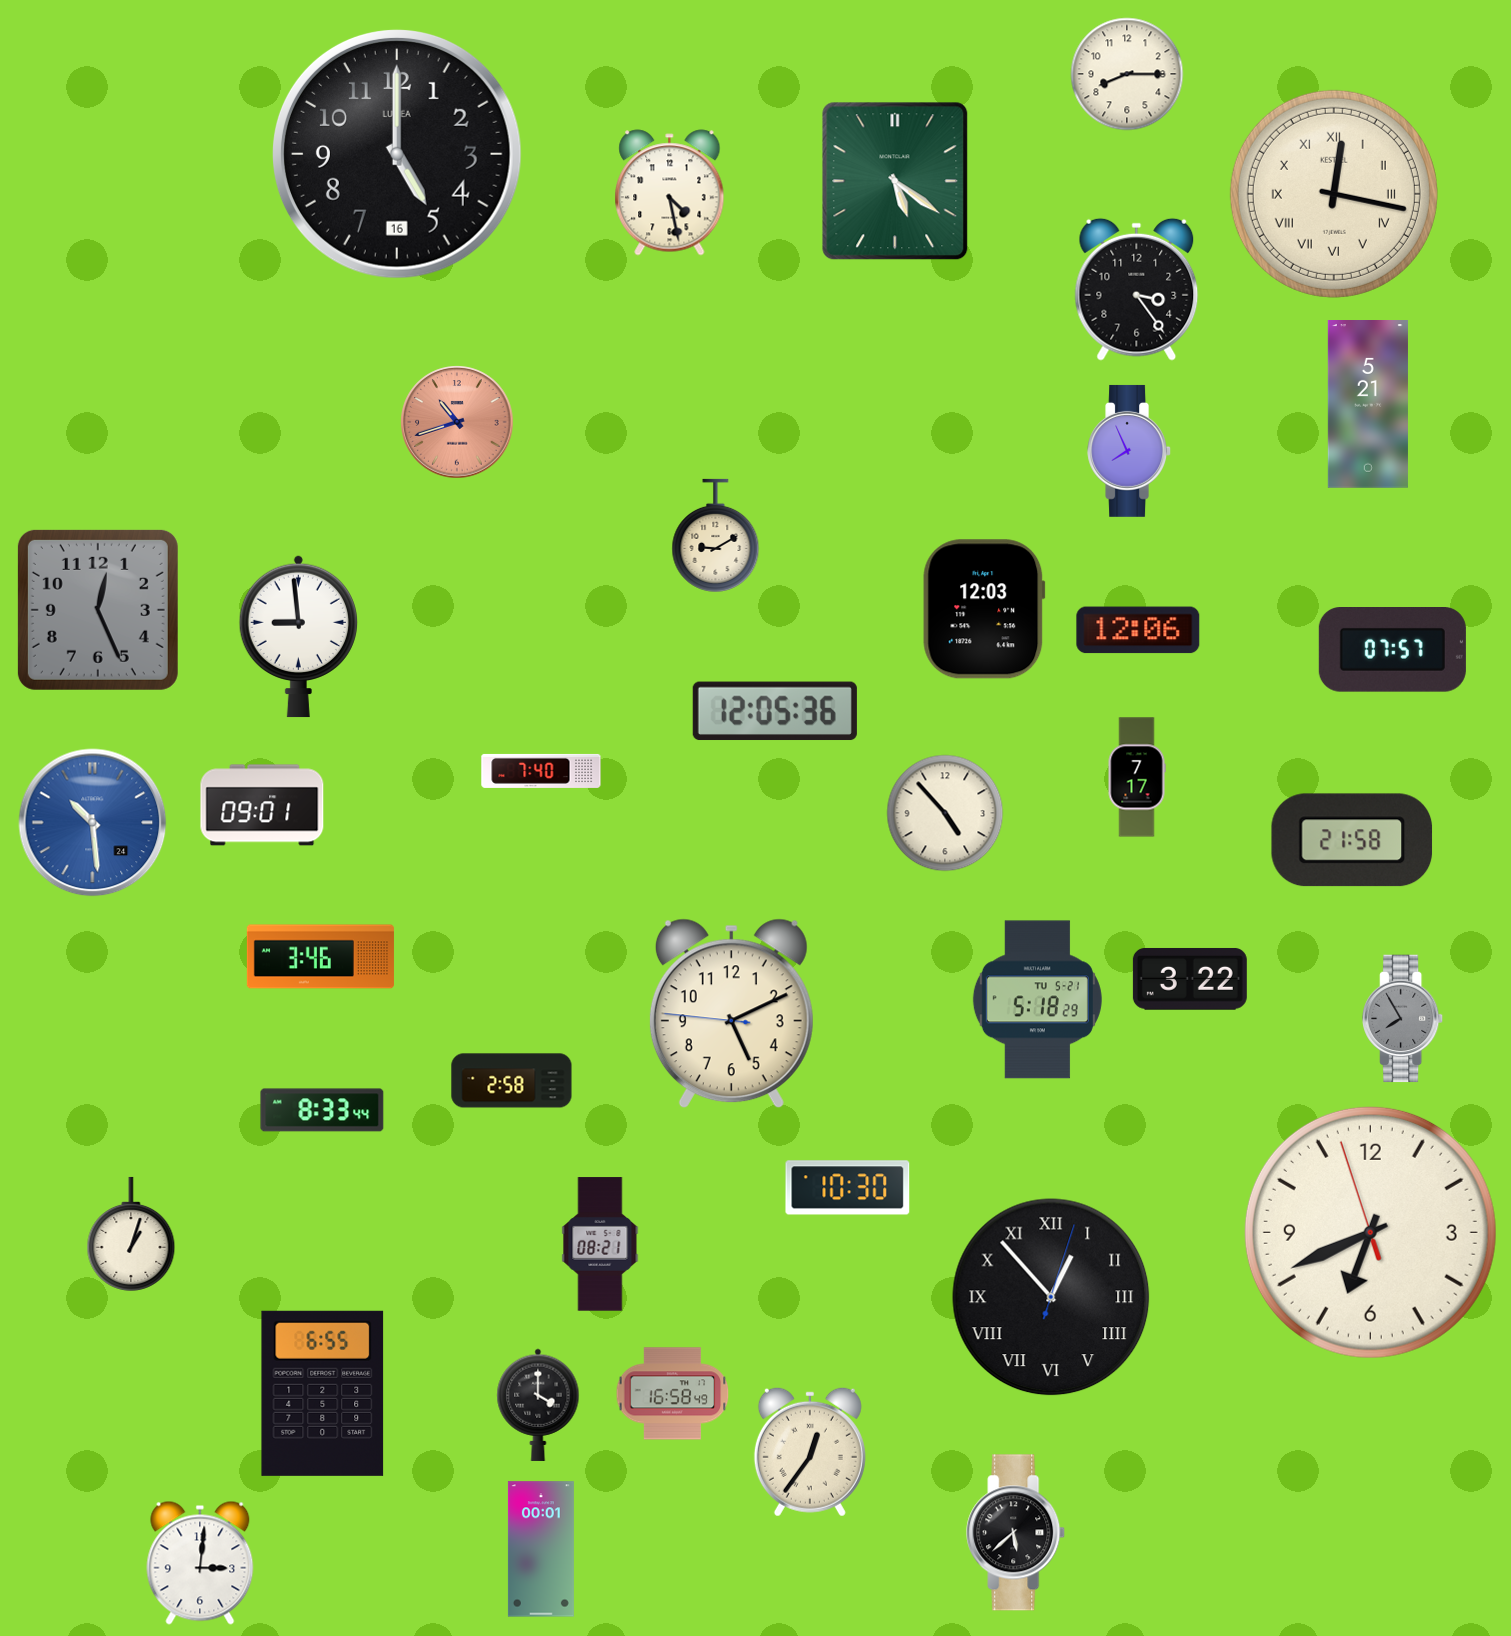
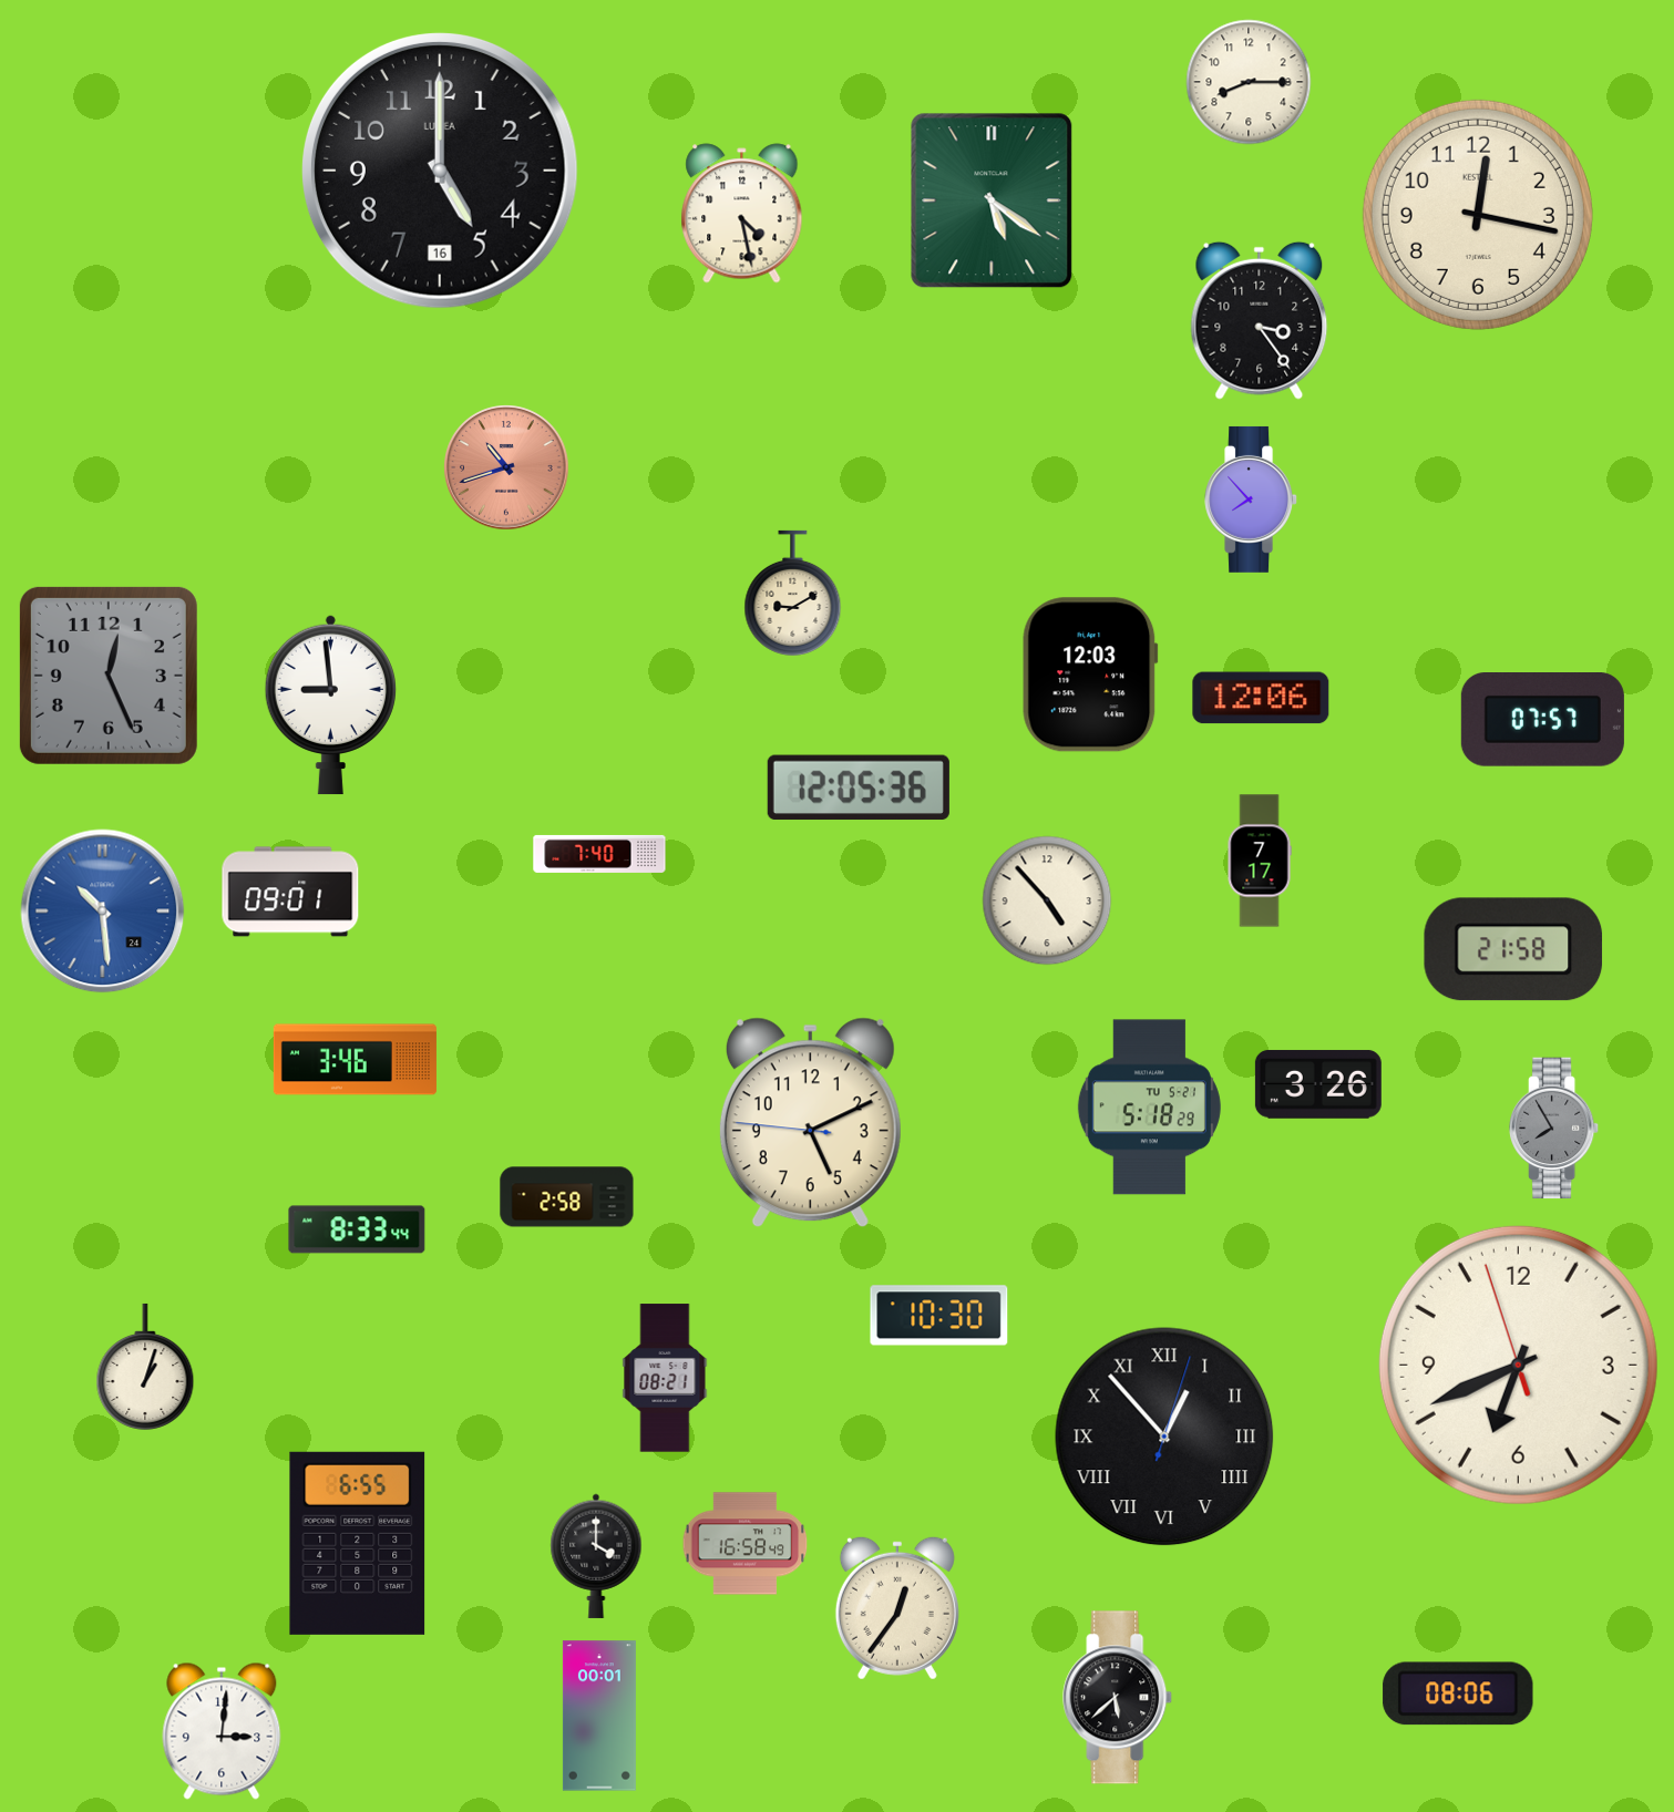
clock at (1334, 194) numerals: Roman -> Arabic
clock at (1368, 405): 5:21 -> none
clock at (1130, 451): 7:56 -> 7:53
clock at (1352, 840) position: (1352, 840) -> (1513, 949)
clock at (1190, 979): 3:22 -> 3:26
clock at (1458, 1693): none -> 08:06
clock at (1016, 1533) position: (1016, 1533) -> (1118, 1698)
